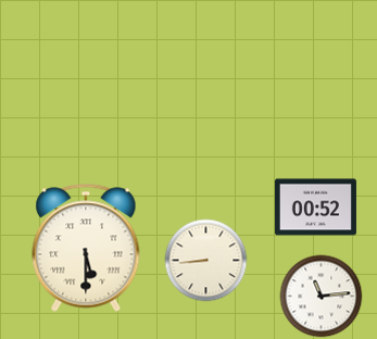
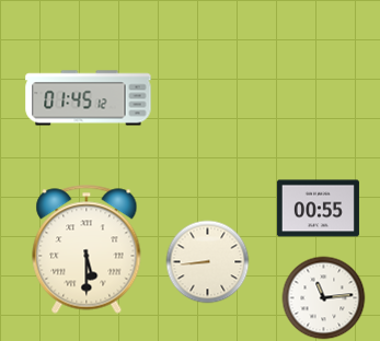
clock at (89, 98): none -> 01:45
clock at (315, 208): 00:52 -> 00:55
